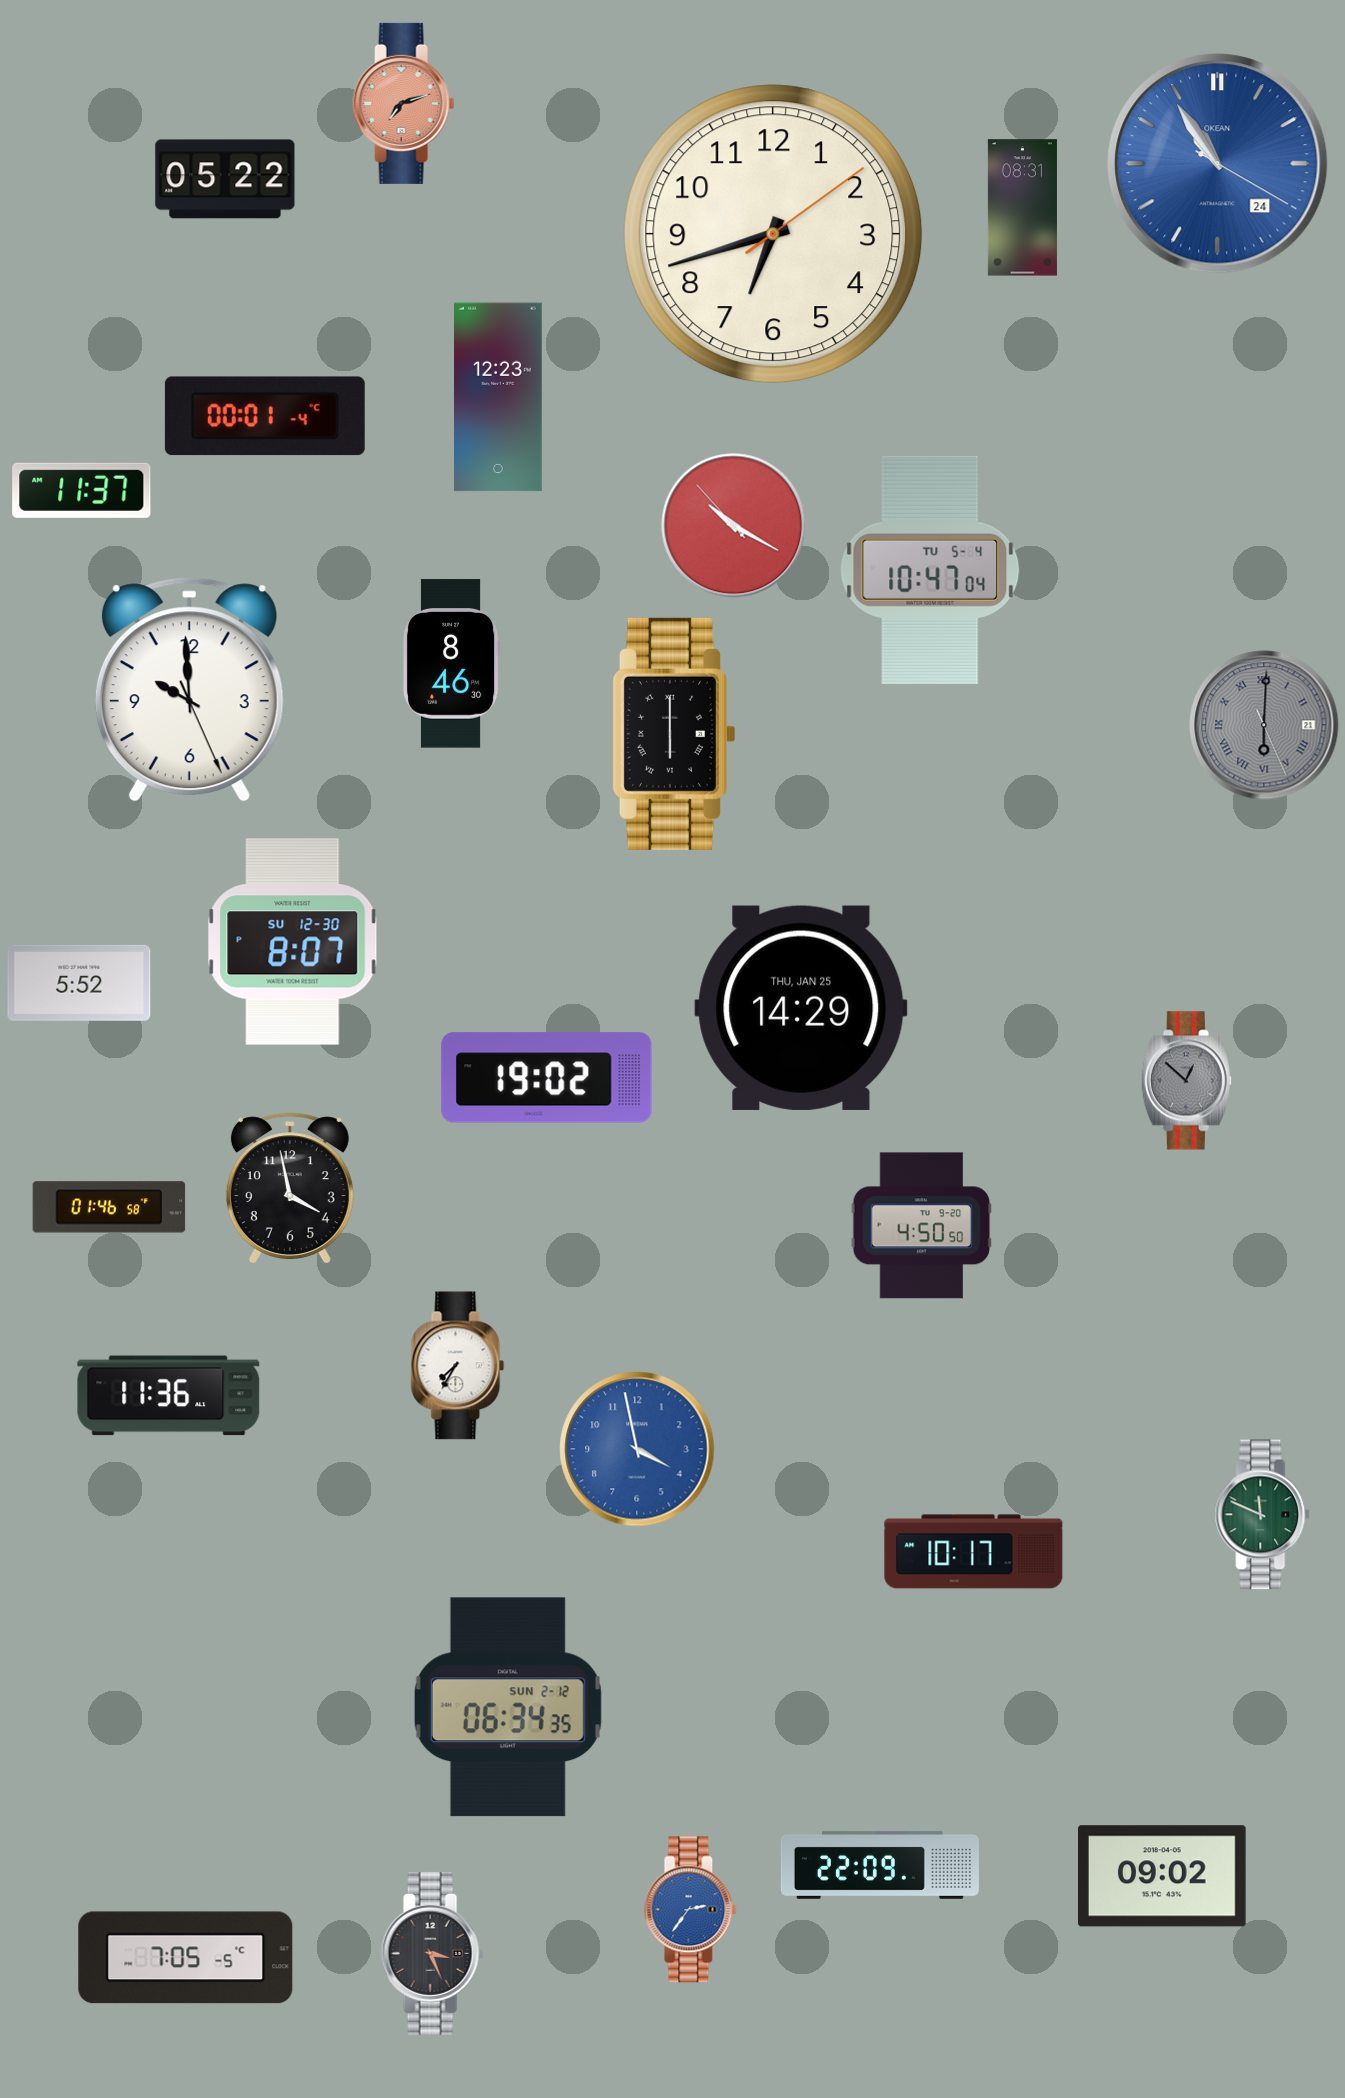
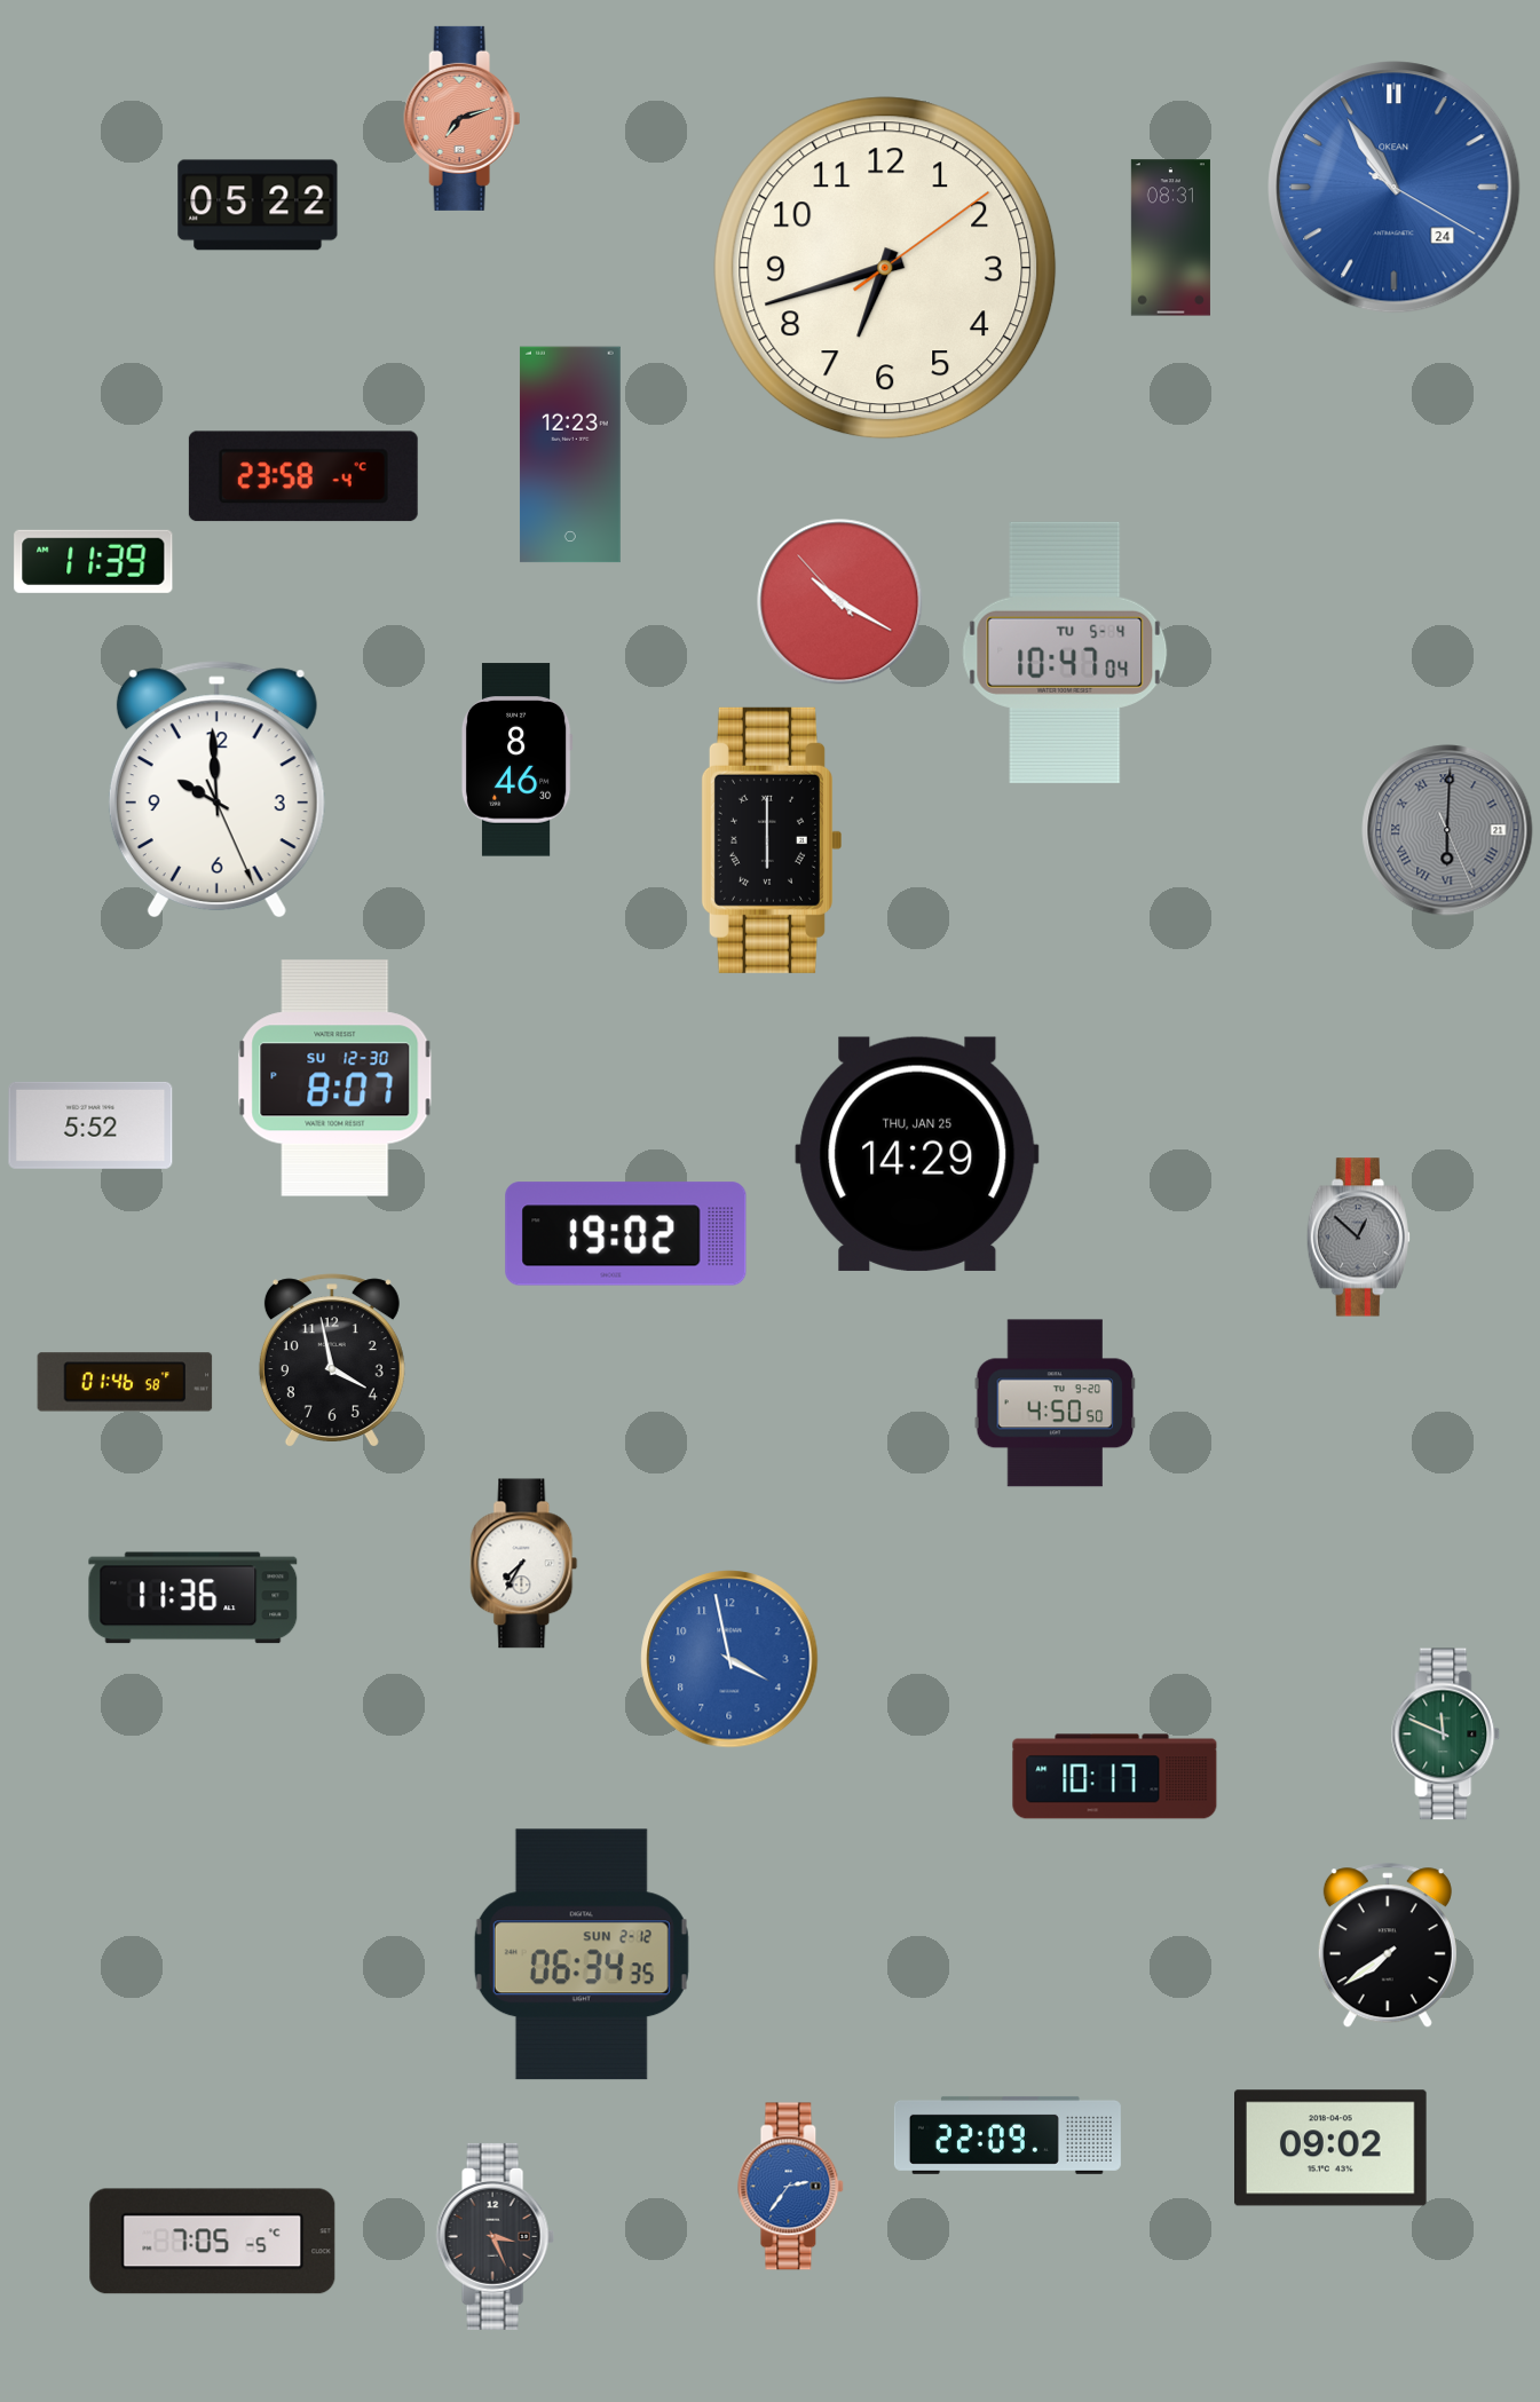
clock at (265, 416): 00:01 -> 23:58
clock at (82, 490): 11:37 -> 11:39
clock at (1388, 1946): none -> 7:39
